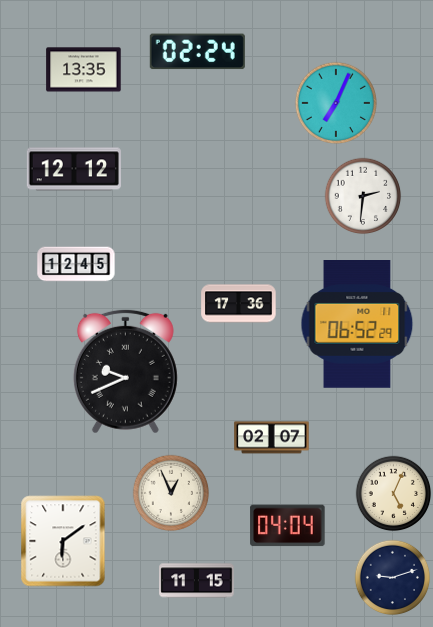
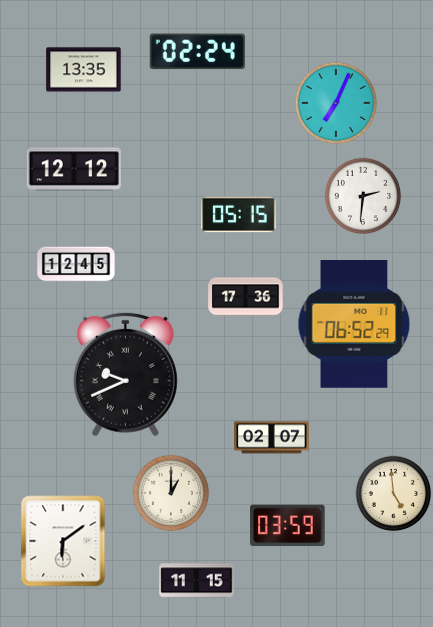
clock at (239, 215): none -> 05:15
clock at (239, 304) position: (239, 304) -> (246, 297)
clock at (357, 325) position: (357, 325) -> (354, 325)
clock at (125, 371) position: (125, 371) -> (125, 374)
clock at (171, 493): 12:56 -> 1:00
clock at (394, 494): 5:04 -> 4:59
clock at (288, 526): 04:04 -> 03:59
clock at (393, 578): 9:12 -> none
